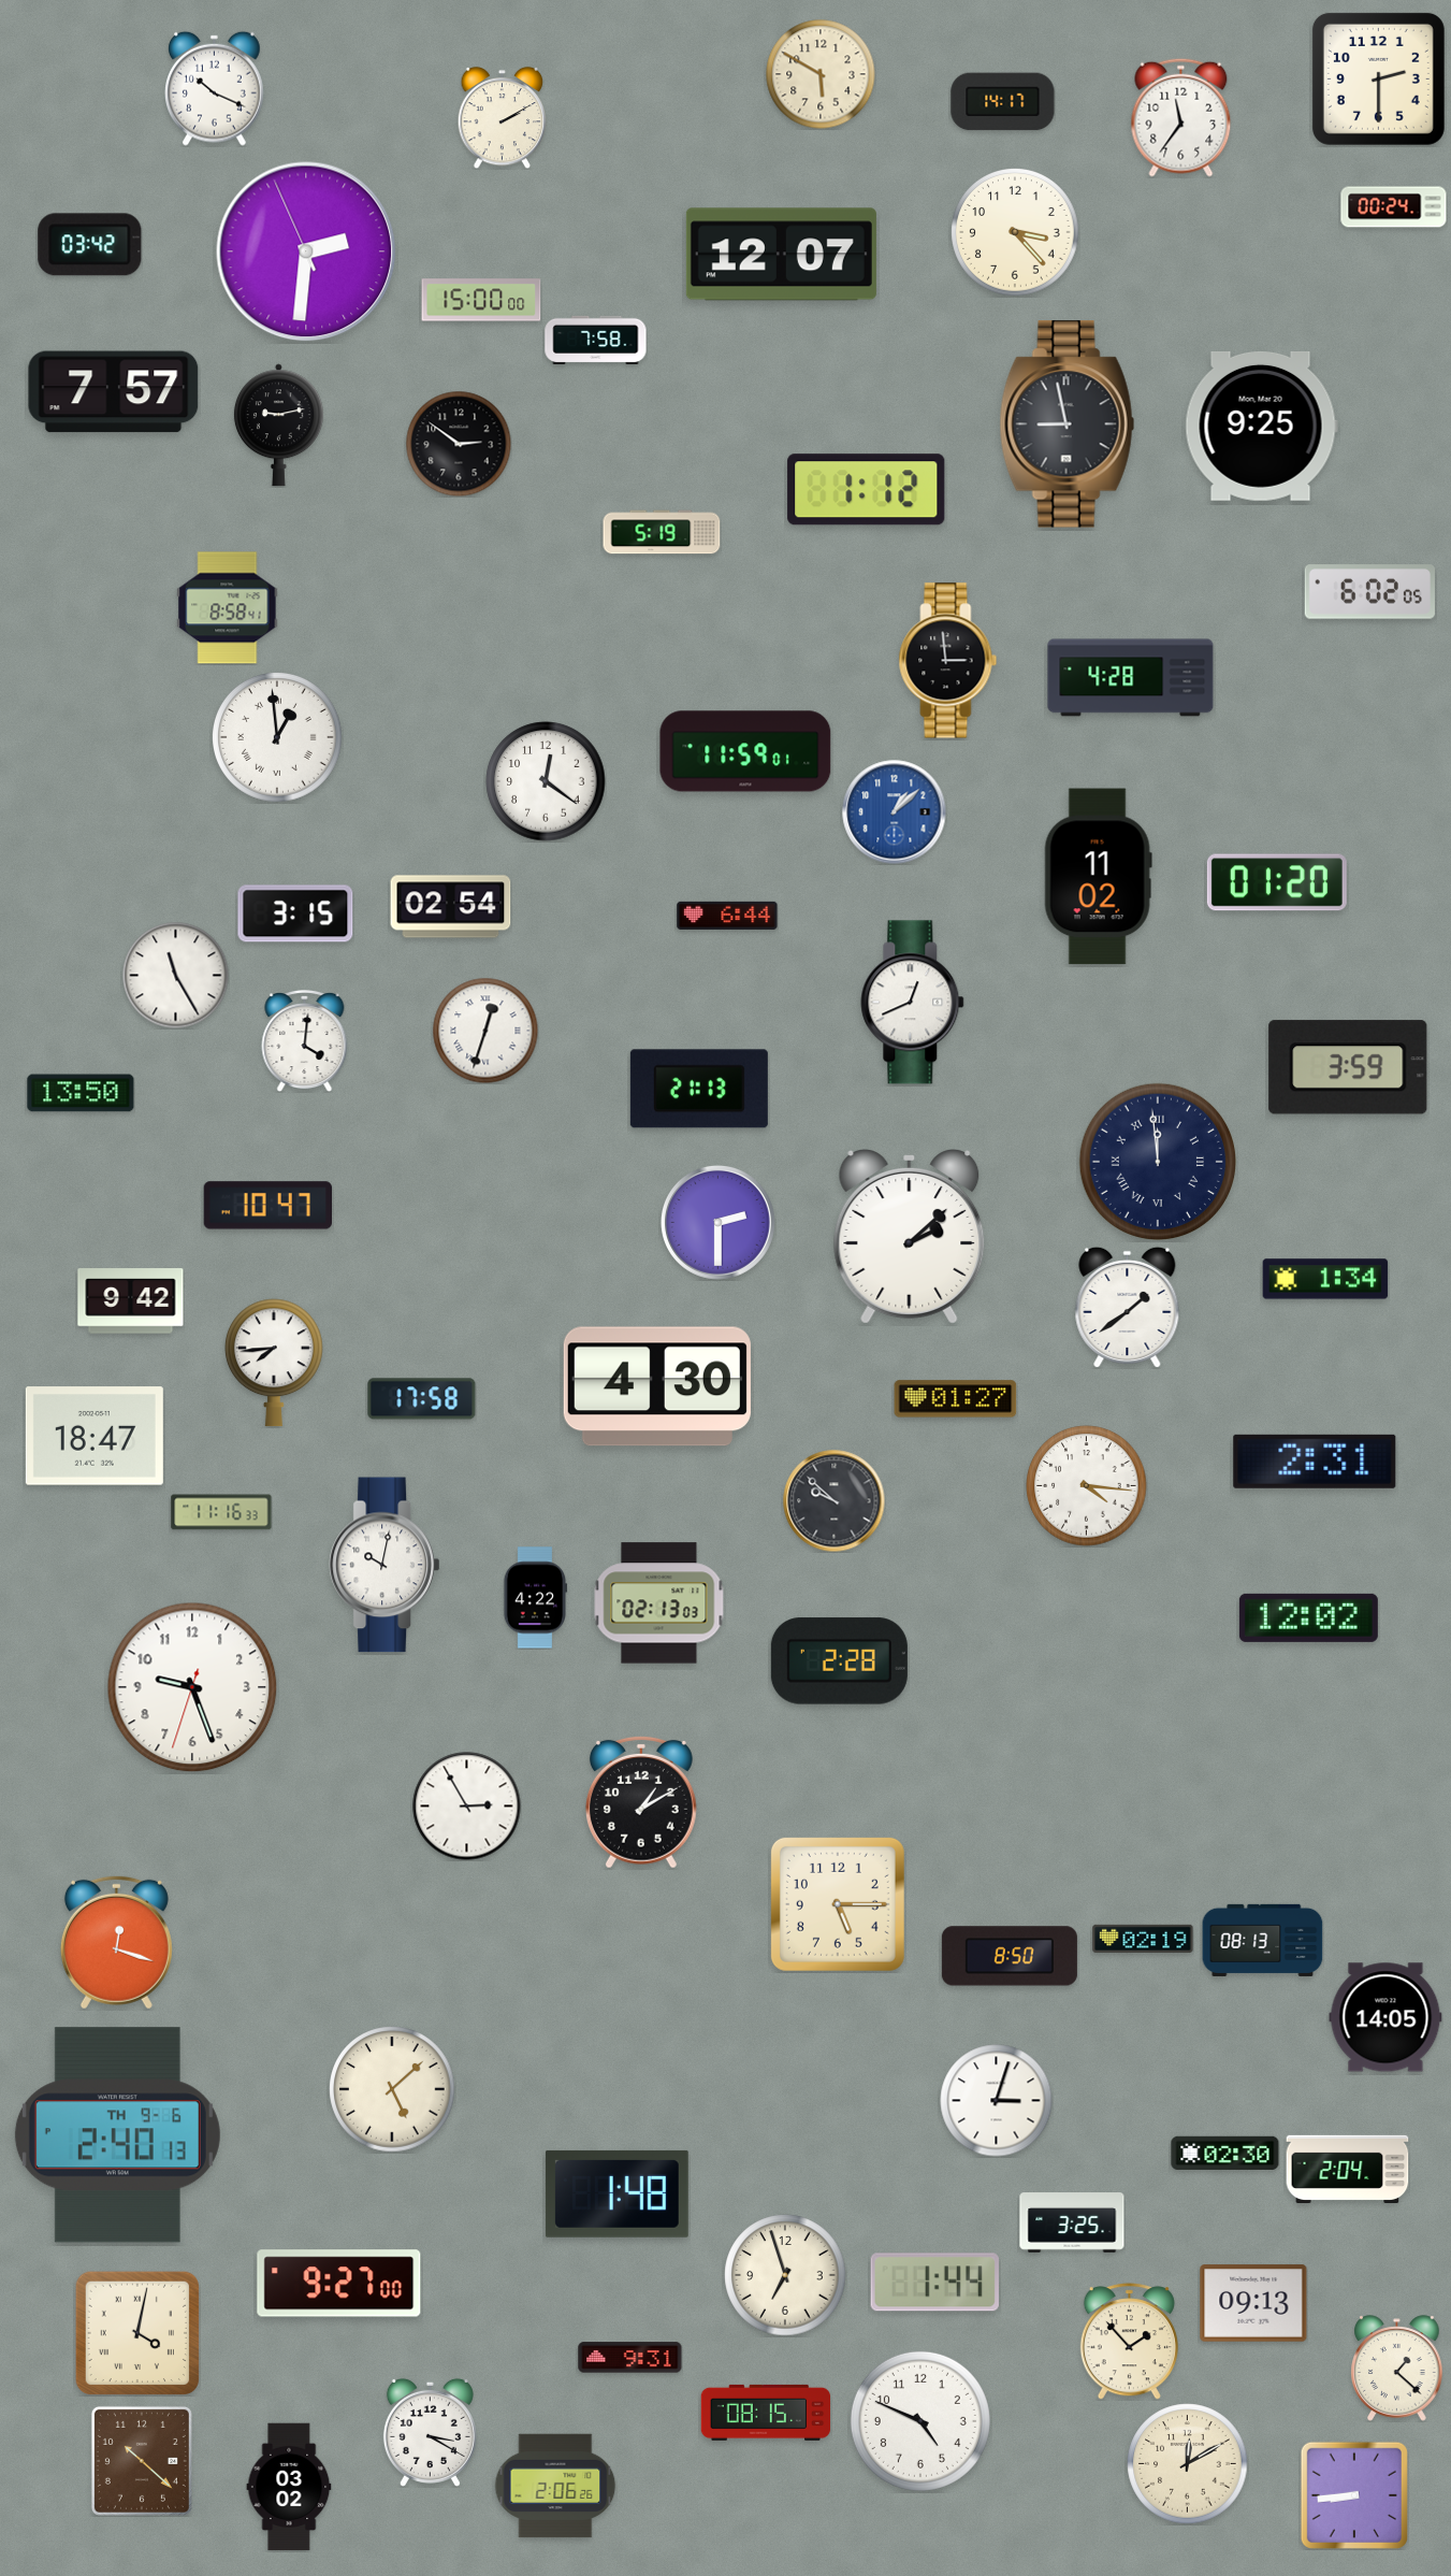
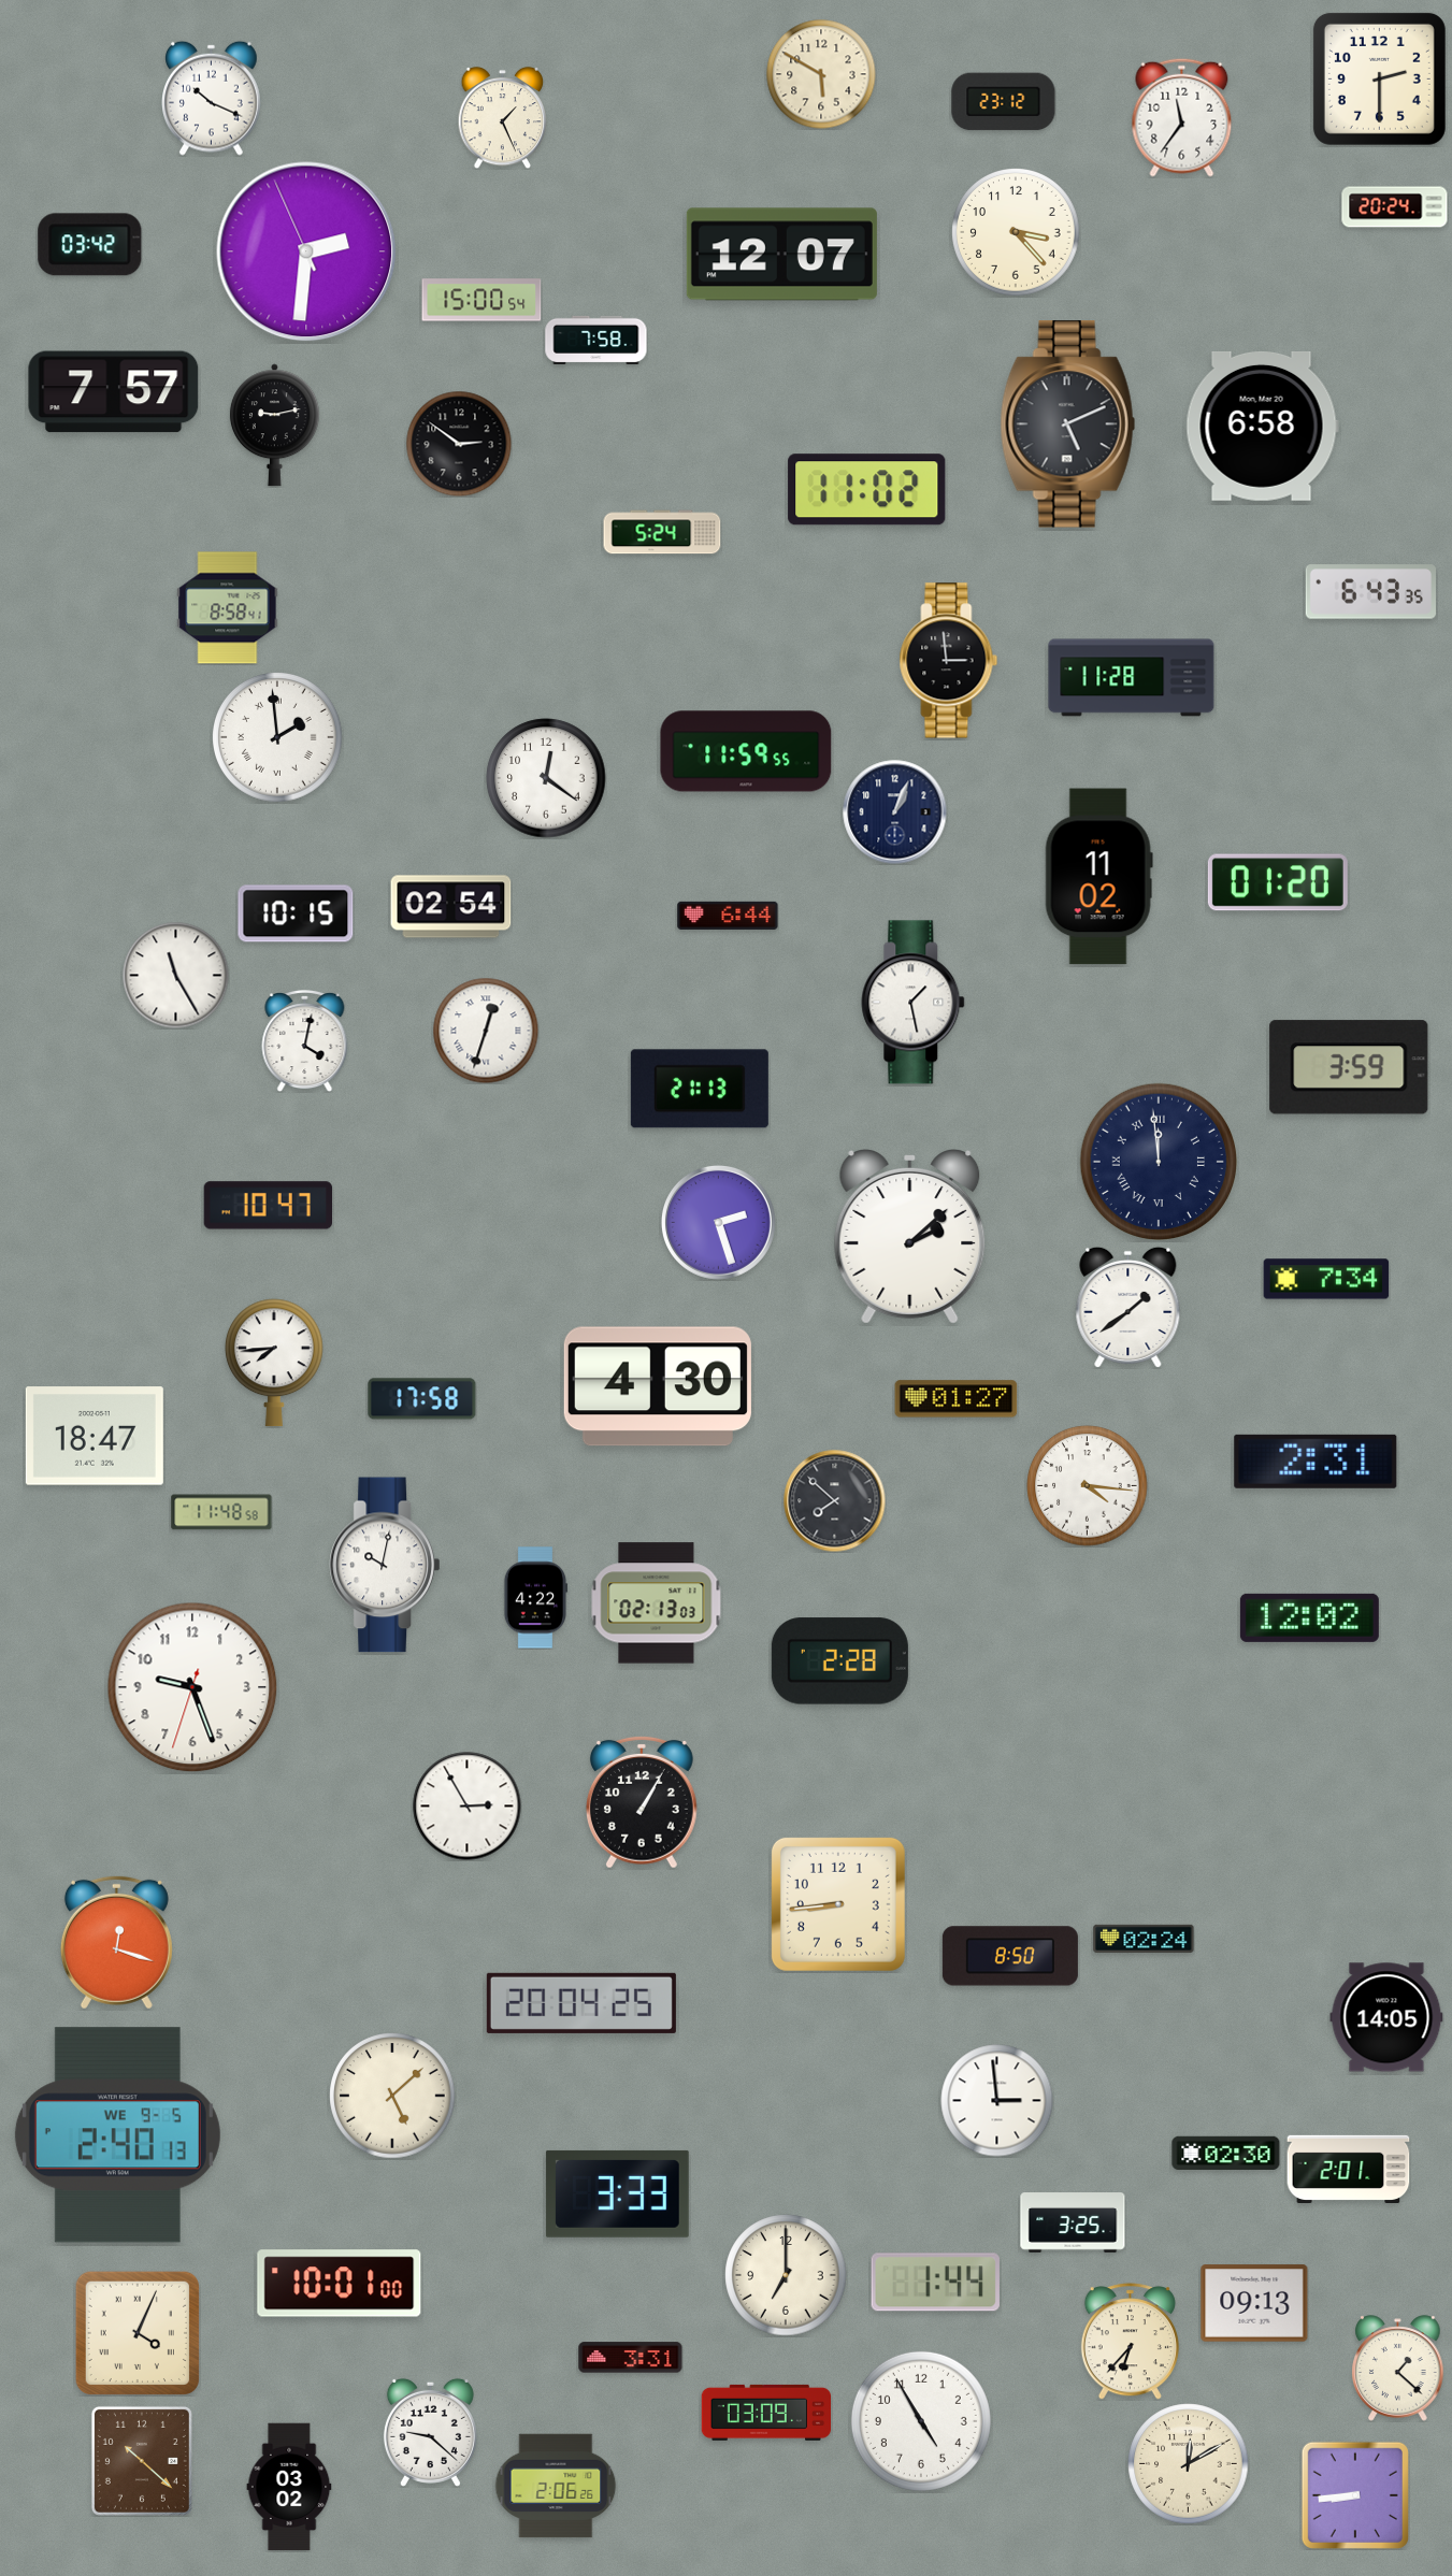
clock at (215, 88) position: (215, 88) -> (212, 98)
clock at (1003, 102): 14:17 -> 23:12
clock at (503, 117): 2:10 -> 1:26
clock at (1394, 207): 00:24 -> 20:24
clock at (481, 300): 15:00:00 -> 15:00:54
clock at (1067, 424): 8:58 -> 5:11
clock at (278, 426) position: (278, 426) -> (274, 426)
clock at (1261, 426): 9:25 -> 6:58
clock at (867, 490): 1:12 -> 11:02
clock at (662, 532): 5:19 -> 5:24
clock at (1369, 592): 6:02 -> 6:43
clock at (1131, 678): 4:28 -> 11:28
clock at (278, 738): 12:59 -> 1:59
clock at (745, 751): 11:59:01 -> 11:59:55
clock at (546, 781) position: (546, 781) -> (546, 778)
clock at (895, 812): 1:08 -> 1:04
clock at (895, 812) dial: blue -> navy
clock at (295, 913): 3:15 -> 10:15
clock at (913, 1003): 12:41 -> 1:28
clock at (305, 1041): 4:01 -> 4:02
clock at (81, 1093): 13:50 -> none
clock at (717, 1222): 2:30 -> 2:27
clock at (1325, 1279): 1:34 -> 7:34
clock at (131, 1301): 9:42 -> none
clock at (833, 1500): 9:52 -> 7:52
clock at (221, 1512): 11:16 -> 11:48
clock at (659, 1603) position: (659, 1603) -> (657, 1603)
clock at (641, 1802): 1:10 -> 1:05
clock at (838, 1904): 5:15 -> 8:44
clock at (1143, 1939): 02:19 -> 02:24
clock at (1263, 1940): 08:13 -> none
clock at (581, 2003): none -> 20:04
clock at (392, 2089) position: (392, 2089) -> (392, 2096)
clock at (997, 2101): 3:03 -> 2:59
clock at (117, 2135) date: TH 9-6 -> WE 9-5
clock at (1348, 2169): 2:04 -> 2:01
clock at (616, 2193): 1:48 -> 3:33
clock at (785, 2275): 6:57 -> 7:00
clock at (339, 2284): 9:27 -> 10:01
clock at (137, 2333): 4:02 -> 4:04
clock at (1129, 2342): 1:53 -> 6:37
clock at (630, 2358): 9:31 -> 3:31
clock at (766, 2413): 08:15 -> 03:09
clock at (920, 2421): 4:49 -> 4:55
clock at (430, 2432): 3:20 -> 9:22
